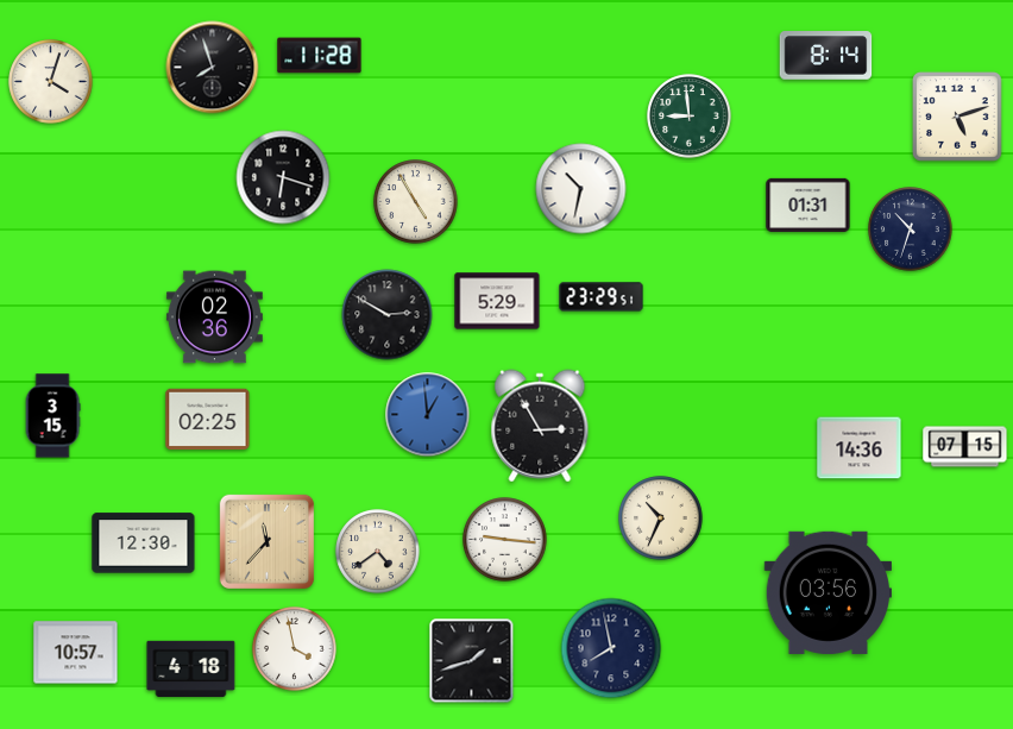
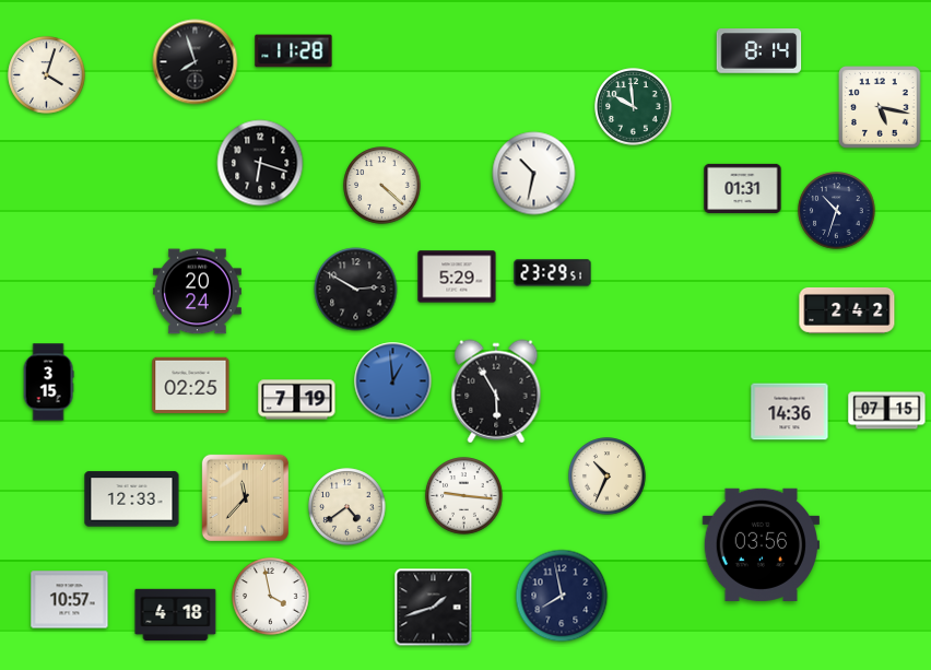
clock at (690, 117): 8:59 -> 9:59
clock at (957, 117): 5:12 -> 5:17
clock at (416, 202): 4:55 -> 4:22
clock at (214, 318): 02:36 -> 20:24
clock at (847, 310): none -> 2:42
clock at (540, 426): 2:55 -> 5:55
clock at (297, 400): none -> 7:19
clock at (144, 543): 12:30 -> 12:33
